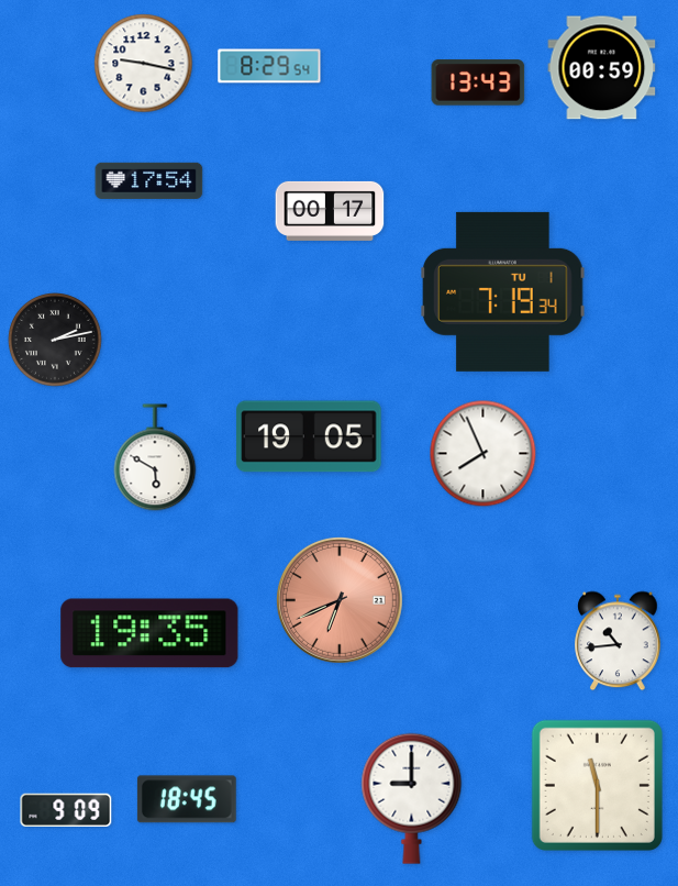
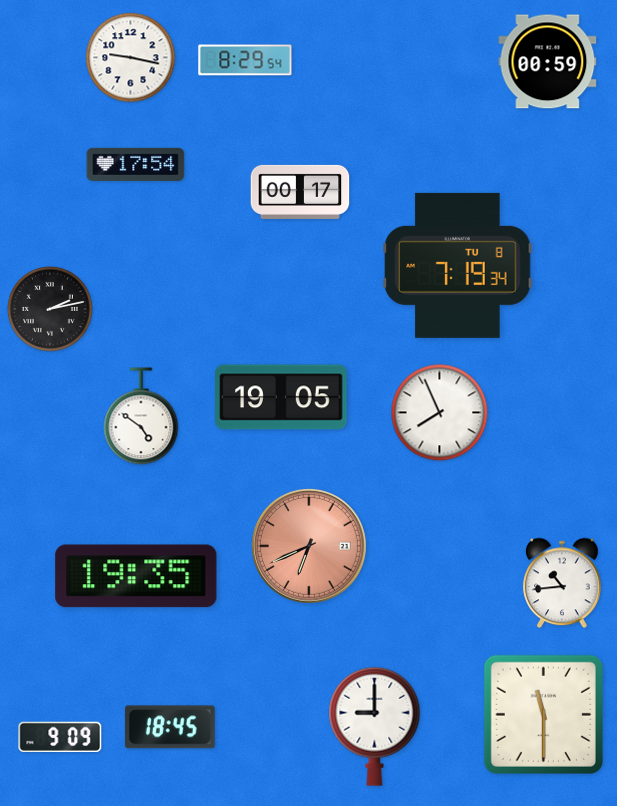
clock at (478, 82): 13:43 -> none
clock at (503, 291) date: TU 1 -> TU 8
clock at (155, 457): 5:50 -> 4:51
